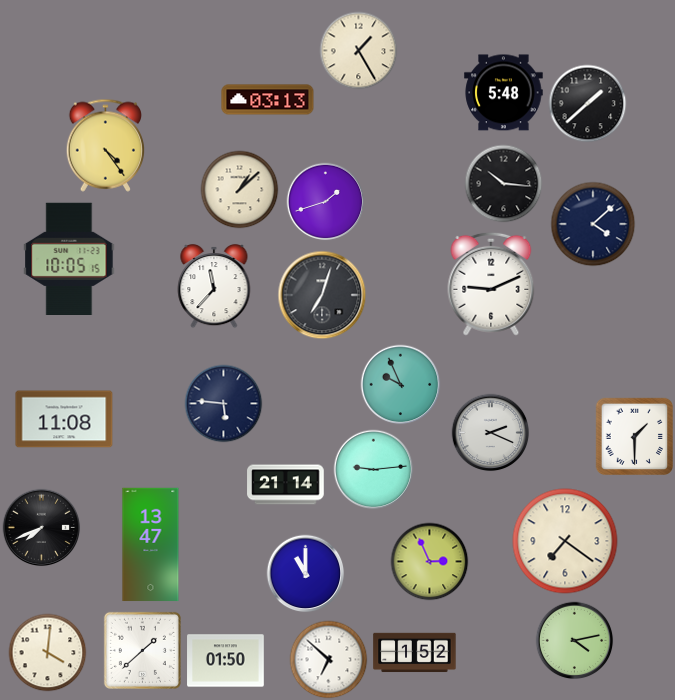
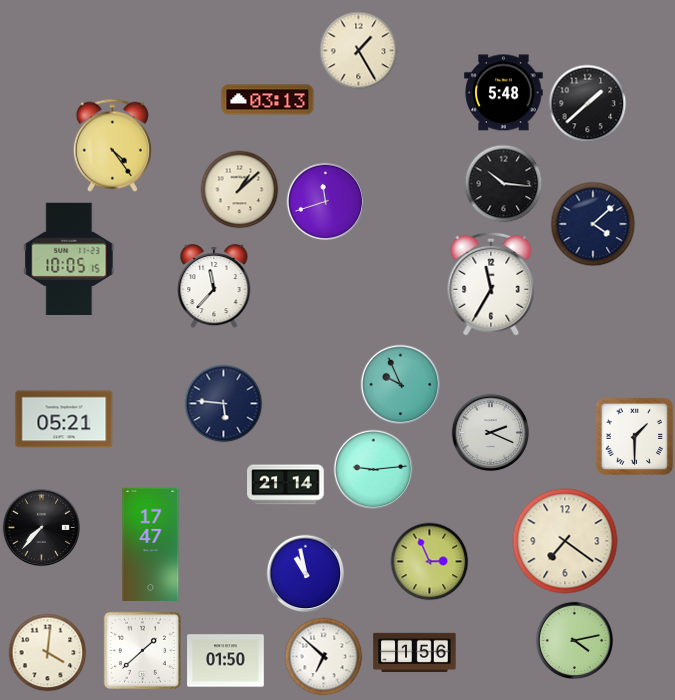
clock at (105, 145) position: (105, 145) -> (112, 145)
clock at (325, 201): 1:42 -> 11:42
clock at (491, 284): 9:11 -> 11:35
clock at (322, 295): 7:03 -> none
clock at (64, 419): 11:08 -> 05:21
clock at (41, 527): 7:41 -> 7:37
clock at (151, 545): 13:47 -> 17:47
clock at (305, 573): 11:00 -> 10:58
clock at (415, 653): 1:52 -> 1:56
clock at (328, 659) position: (328, 659) -> (323, 656)
